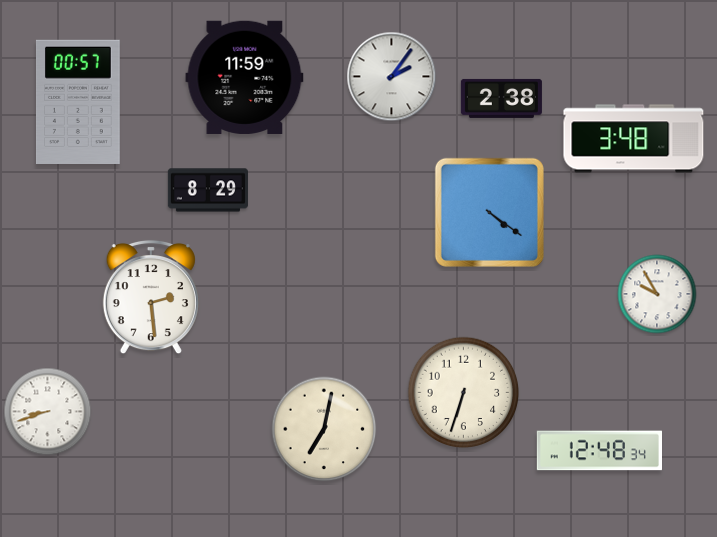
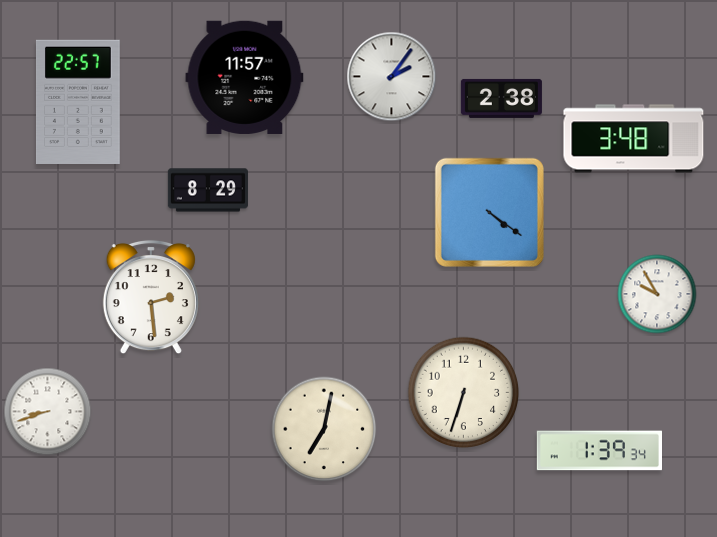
clock at (245, 77): 11:59 -> 11:57
clock at (78, 101): 00:57 -> 22:57
clock at (599, 451): 12:48 -> 1:39
